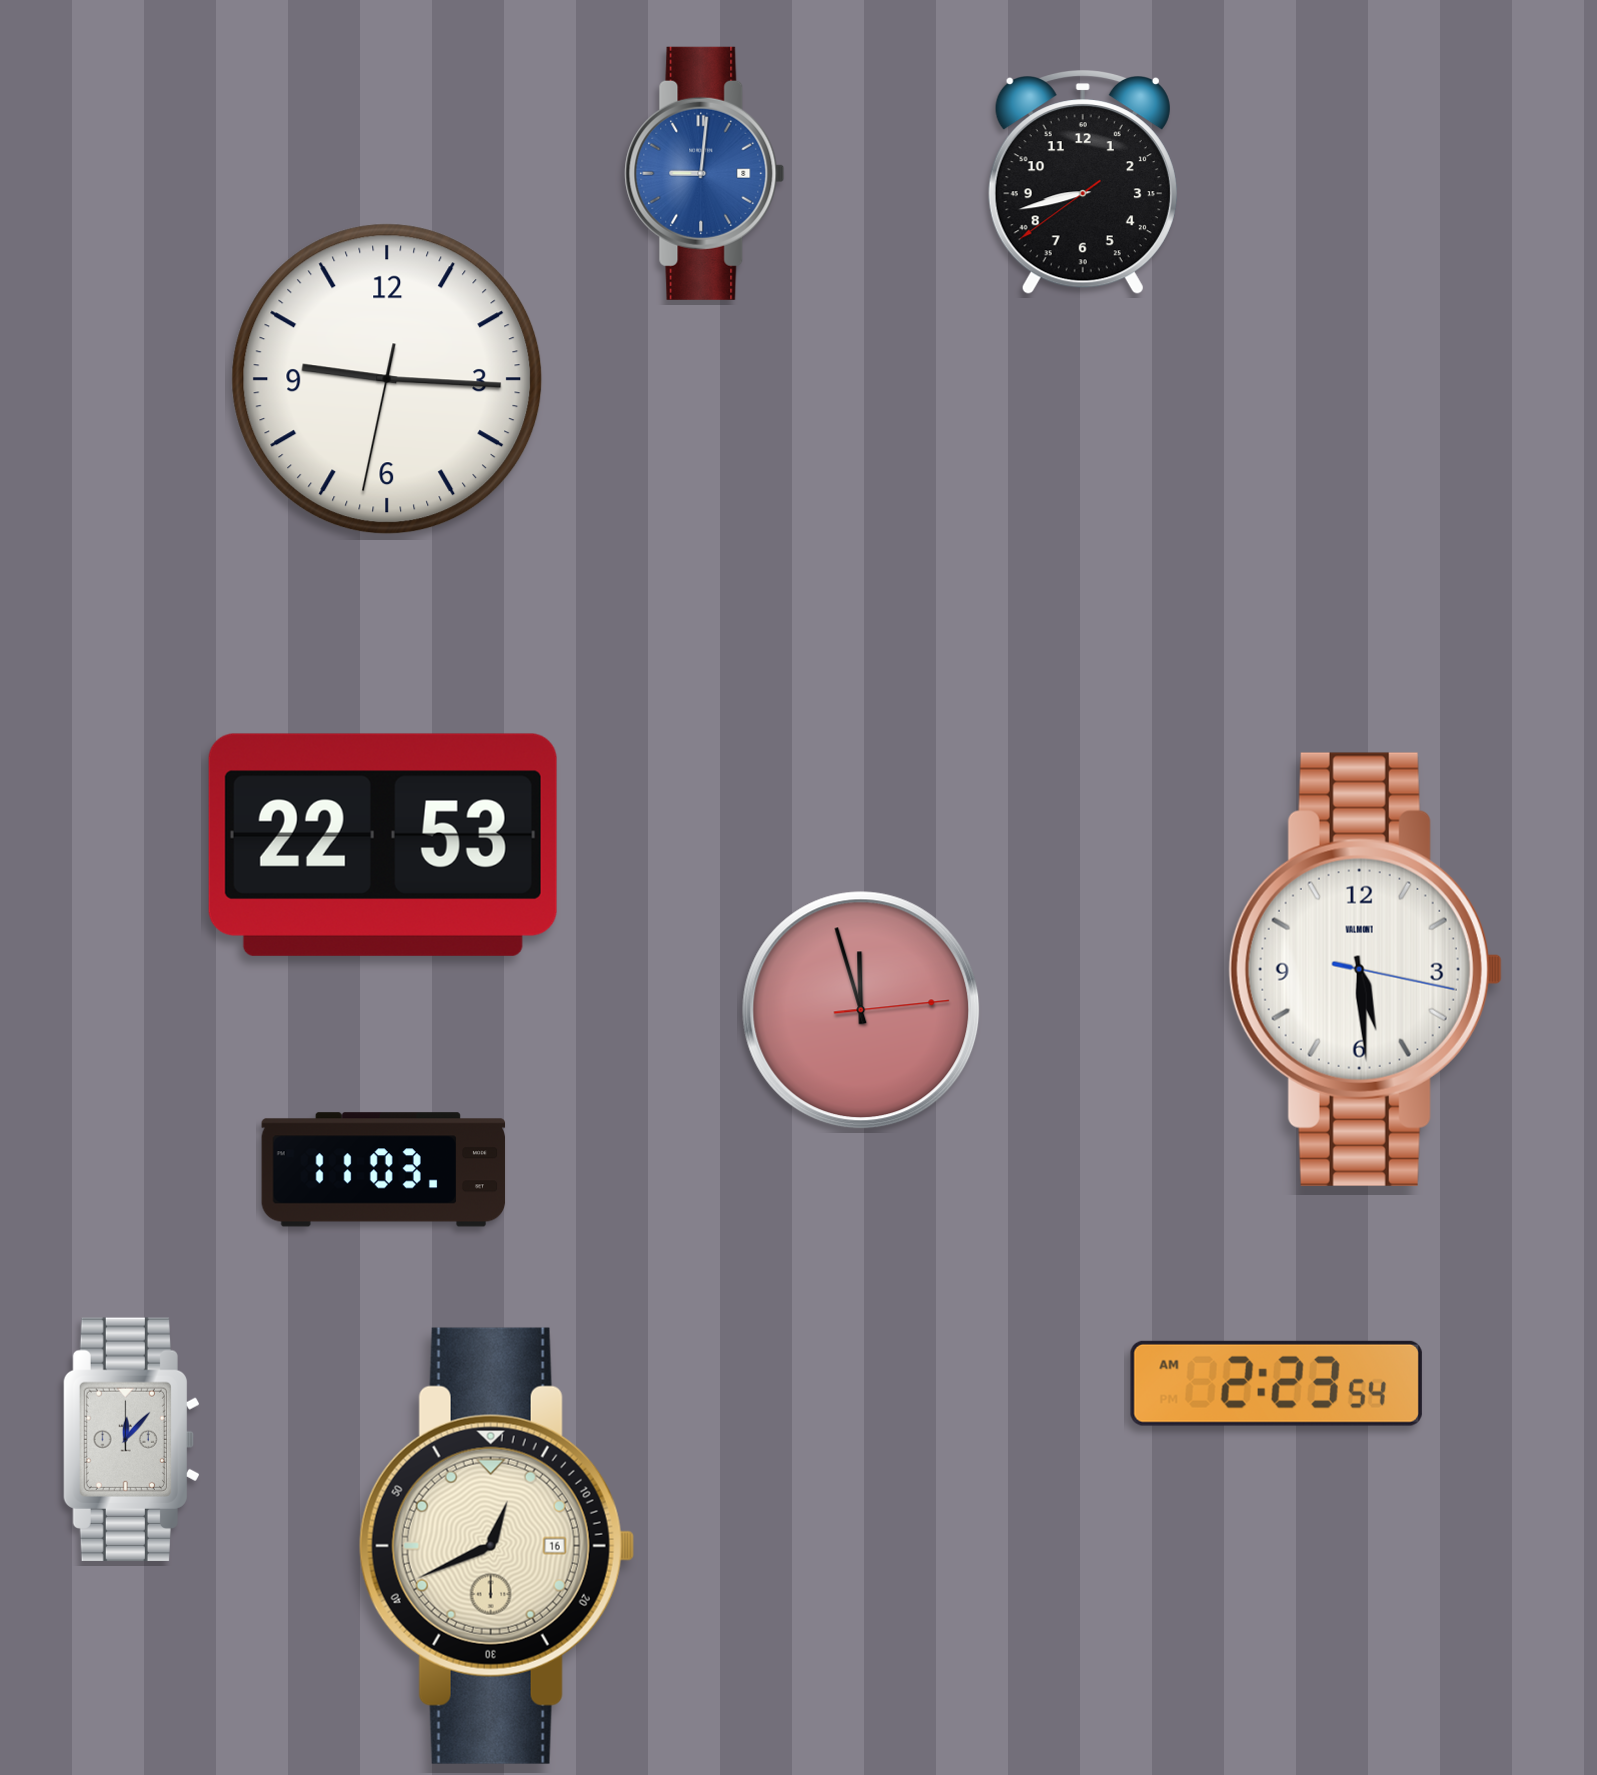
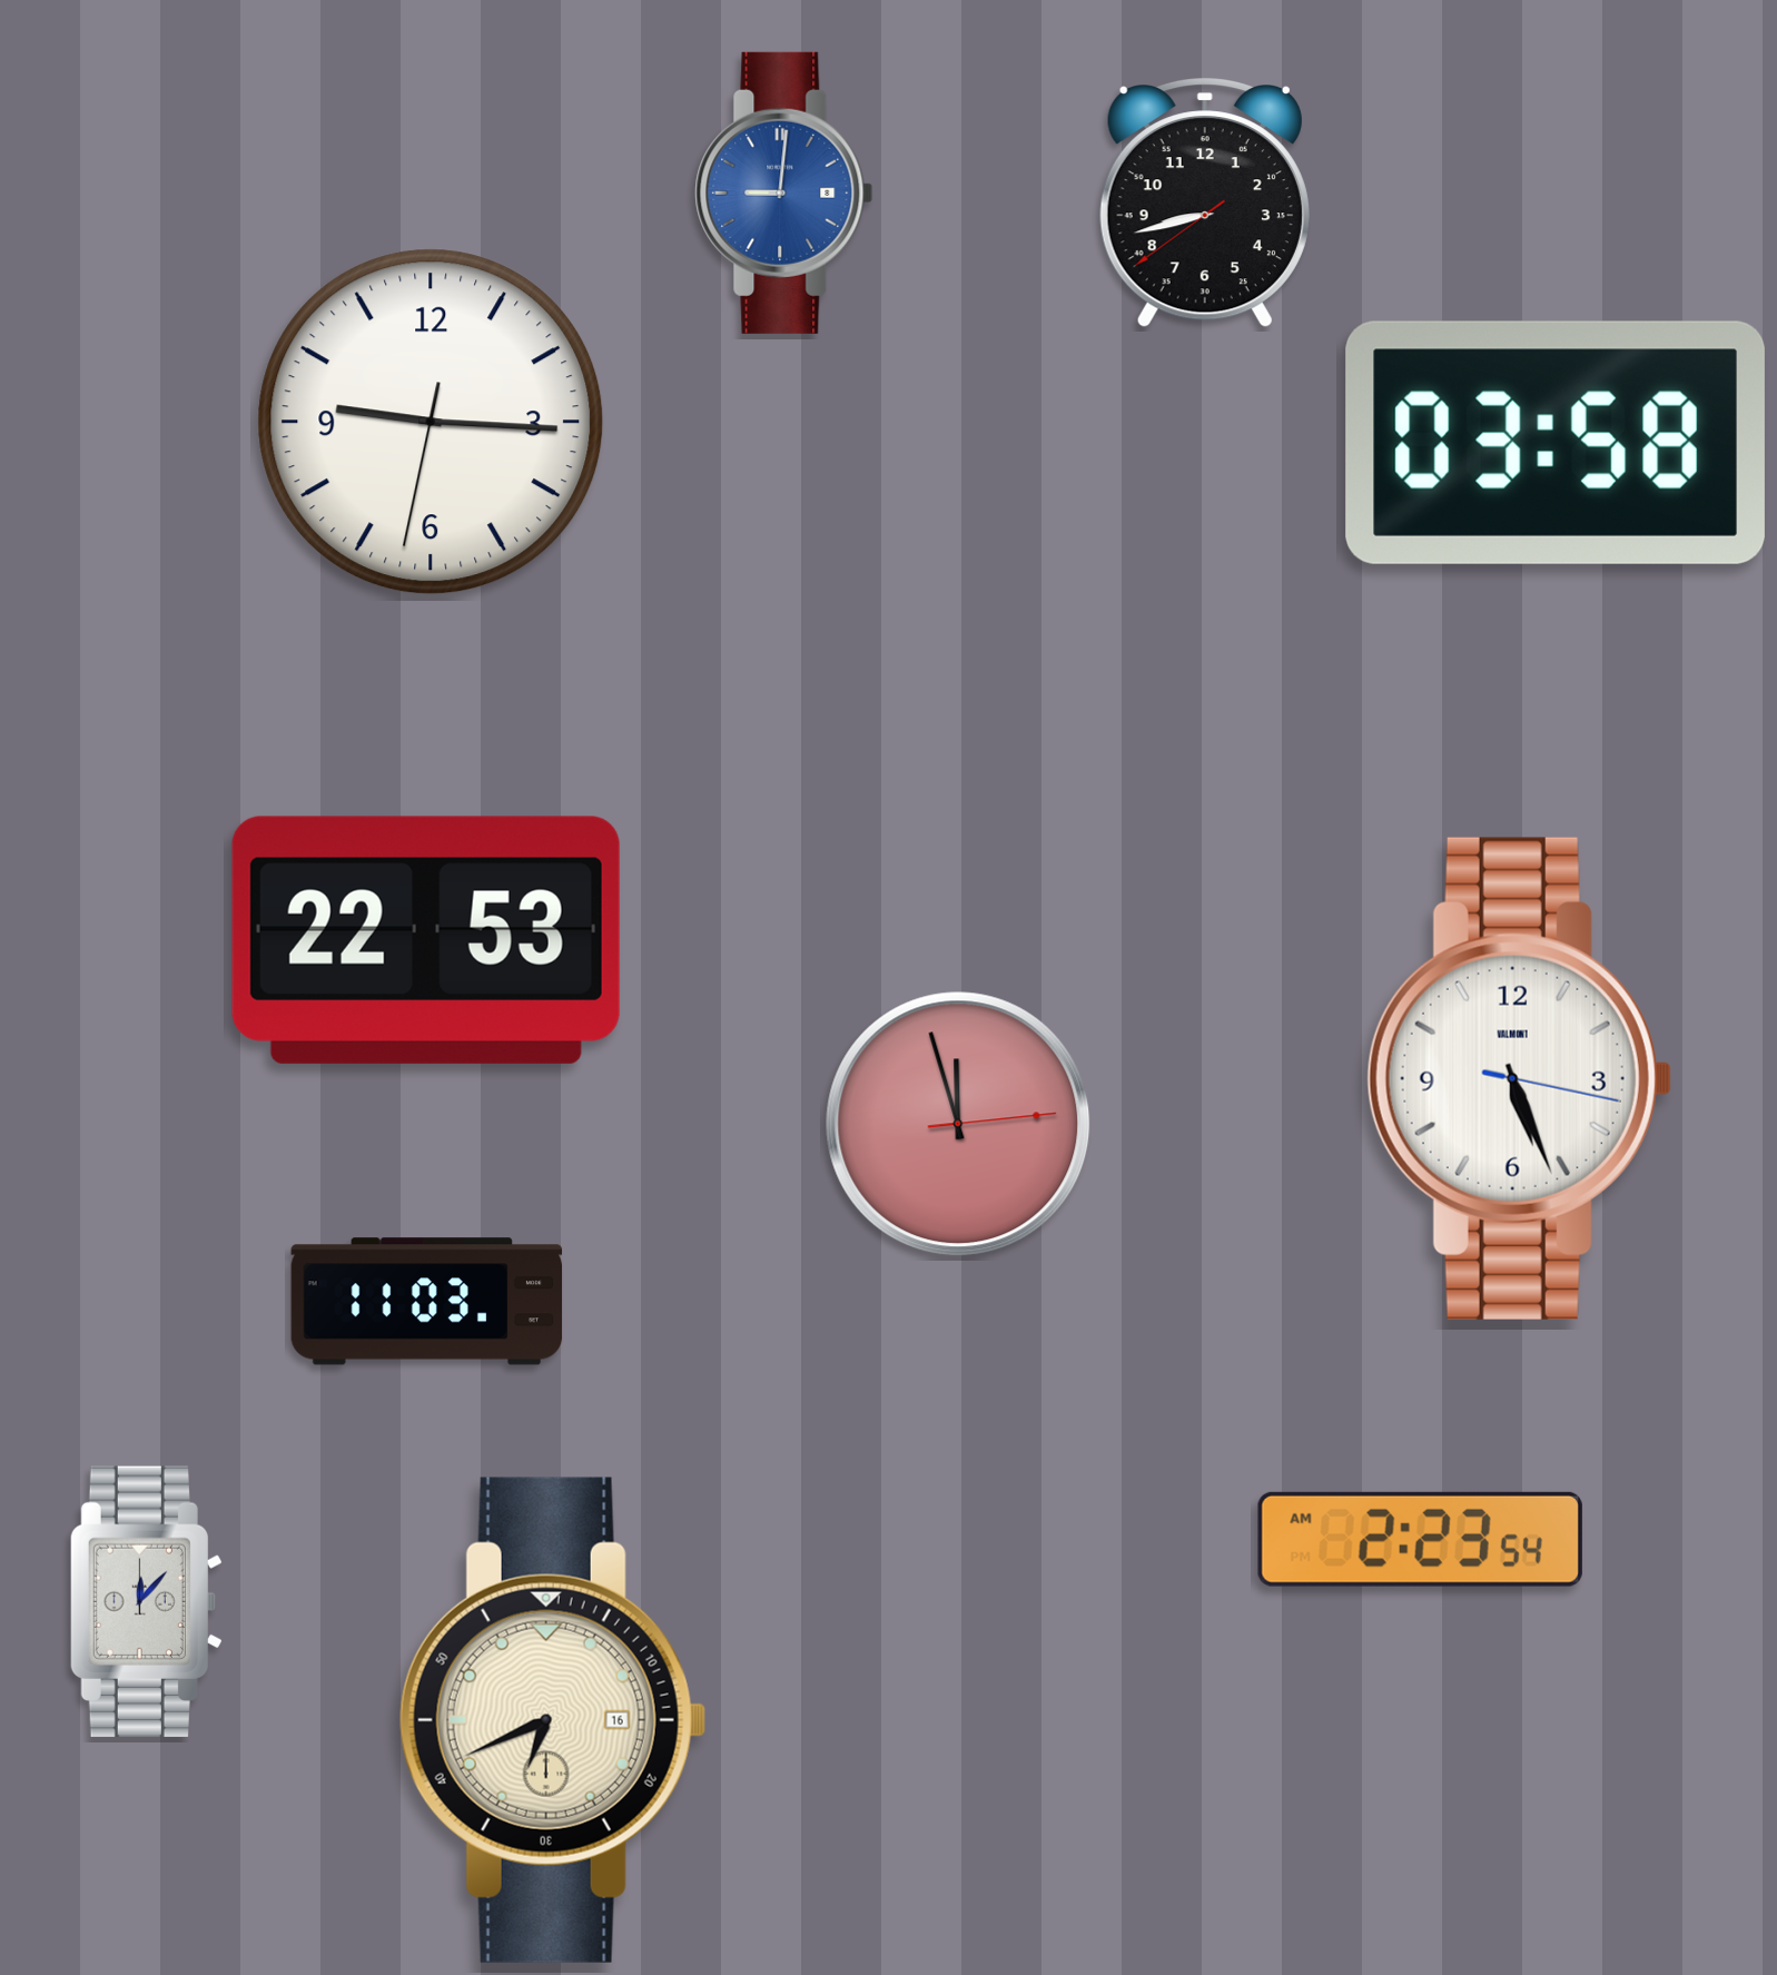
clock at (1556, 443): none -> 03:58
clock at (1365, 969): 5:29 -> 5:26
clock at (497, 1546): 12:41 -> 6:41
